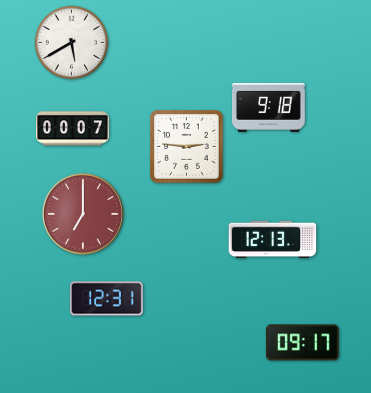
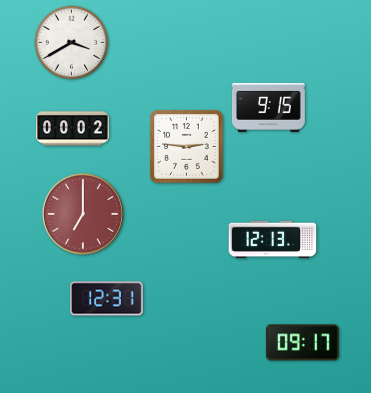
clock at (72, 43): 5:40 -> 3:40
clock at (268, 107): 9:18 -> 9:15
clock at (73, 129): 00:07 -> 00:02
